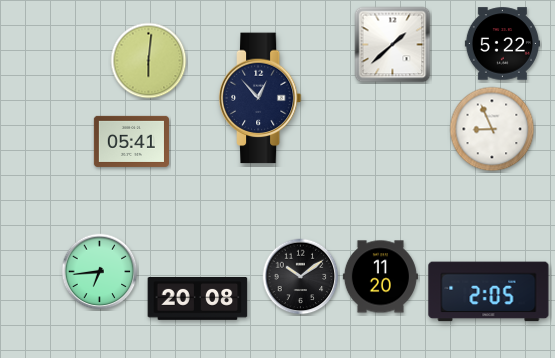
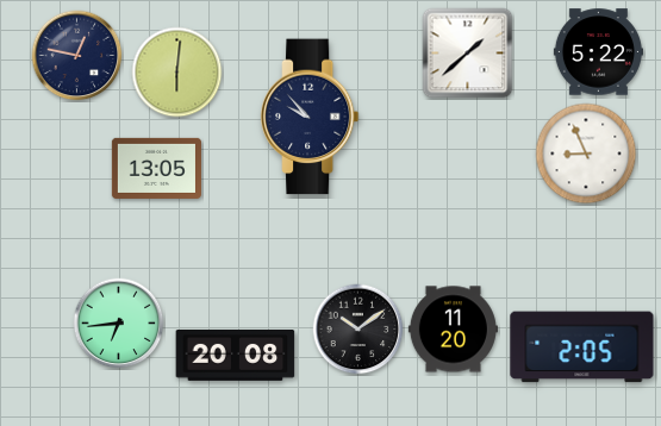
clock at (77, 56): none -> 12:47
clock at (260, 98): 12:53 -> 9:53
clock at (131, 141): 05:41 -> 13:05
